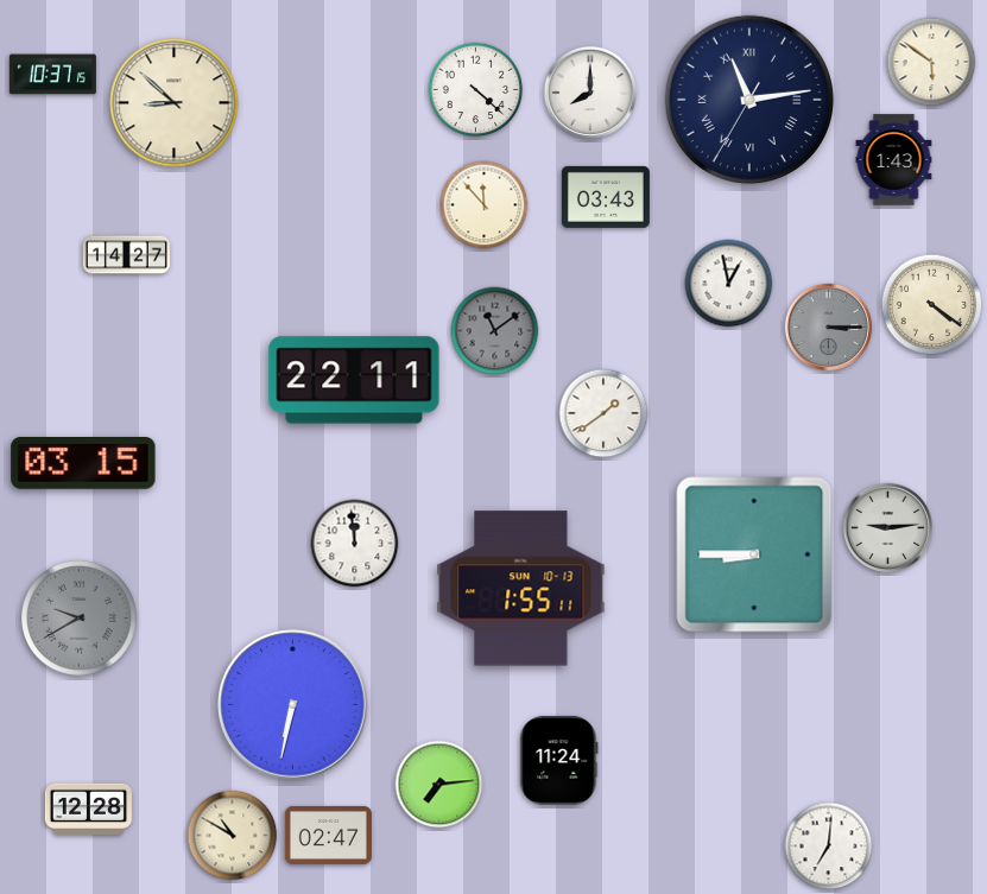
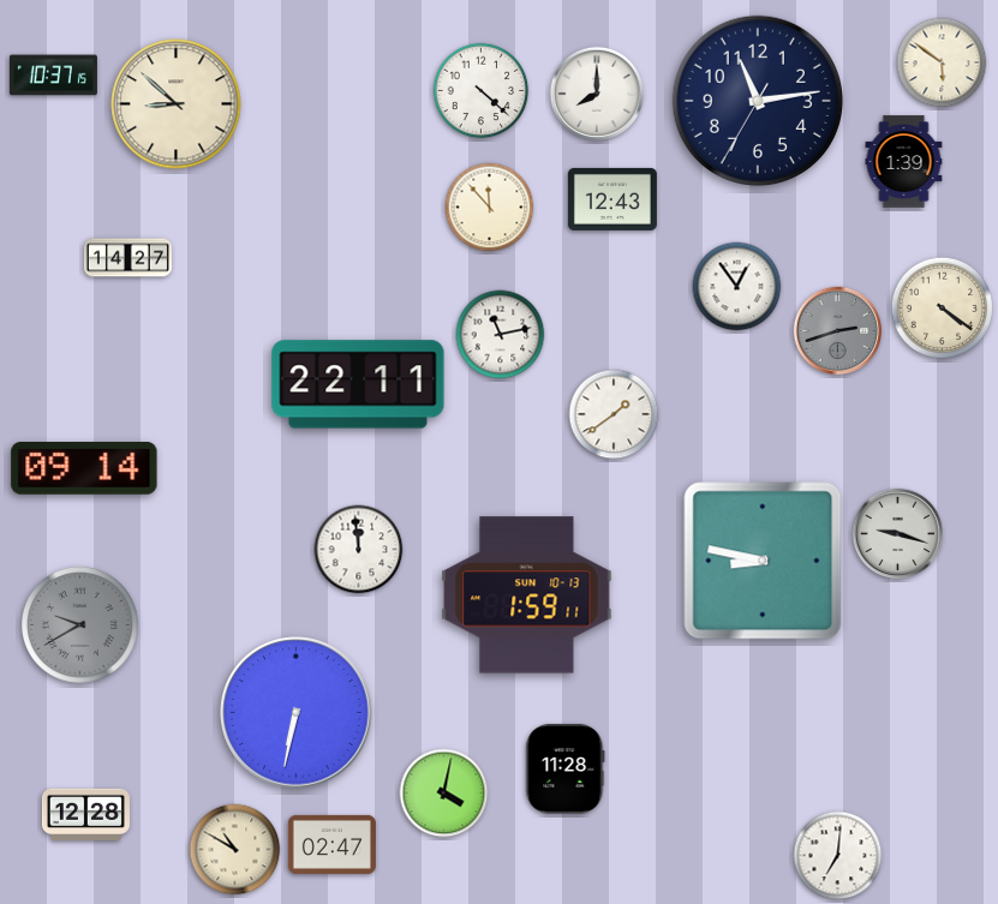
clock at (748, 99) numerals: Roman -> Arabic
clock at (894, 160): 1:43 -> 1:39
clock at (606, 197): 03:43 -> 12:43
clock at (729, 284): 12:58 -> 12:54
clock at (829, 328): 3:15 -> 2:42
clock at (495, 331): 11:09 -> 11:13
clock at (495, 331) dial: grey -> white
clock at (603, 413) position: (603, 413) -> (614, 414)
clock at (83, 464): 03:15 -> 09:14
clock at (887, 527): 9:14 -> 9:18
clock at (754, 554): 8:45 -> 8:47
clock at (521, 589): 1:55 -> 1:59
clock at (559, 760): 11:24 -> 11:28
clock at (439, 785): 7:14 -> 4:02
clock at (88, 809) position: (88, 809) -> (85, 814)
clock at (233, 836) position: (233, 836) -> (235, 850)
